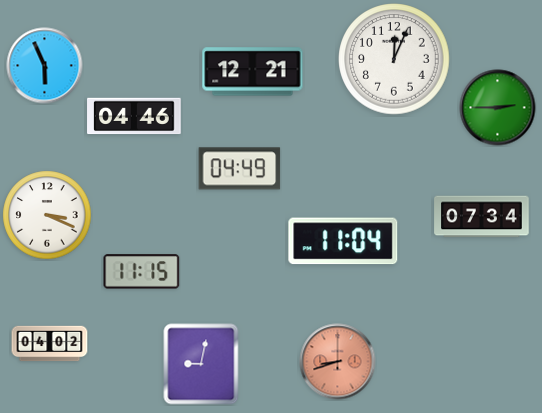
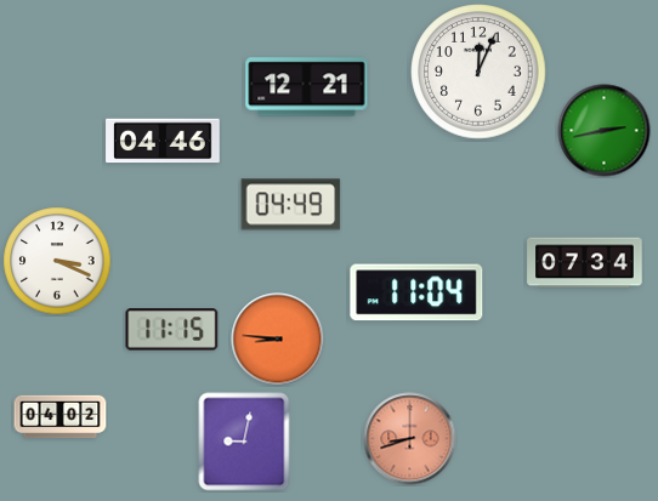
clock at (45, 66): 5:56 -> none
clock at (498, 108): 2:45 -> 2:43
clock at (278, 340): none -> 8:46
